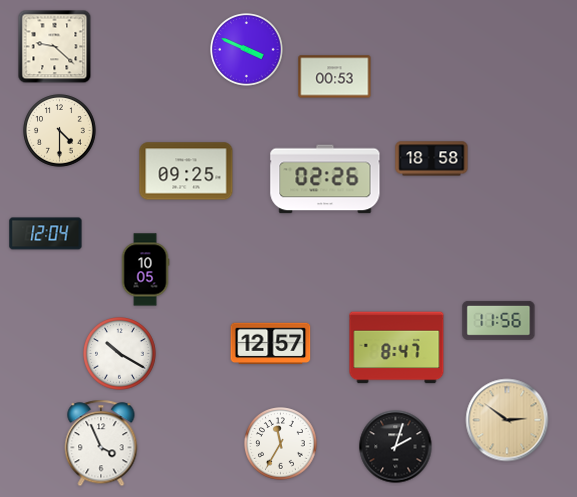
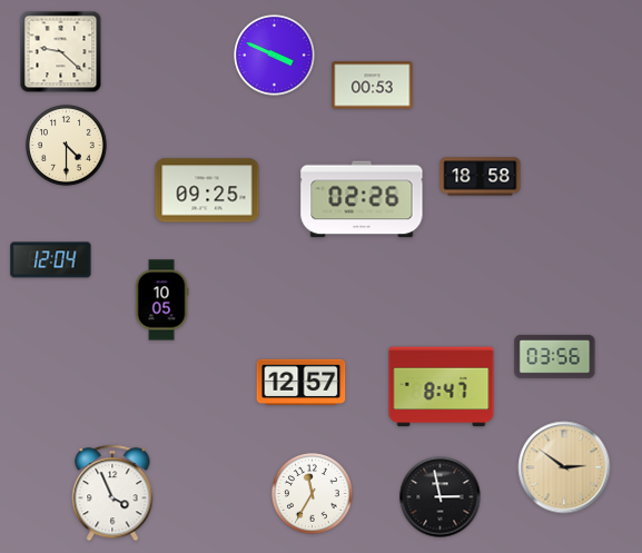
clock at (499, 320): 11:56 -> 03:56
clock at (120, 354): 10:20 -> none
clock at (396, 447): 2:03 -> 2:58
